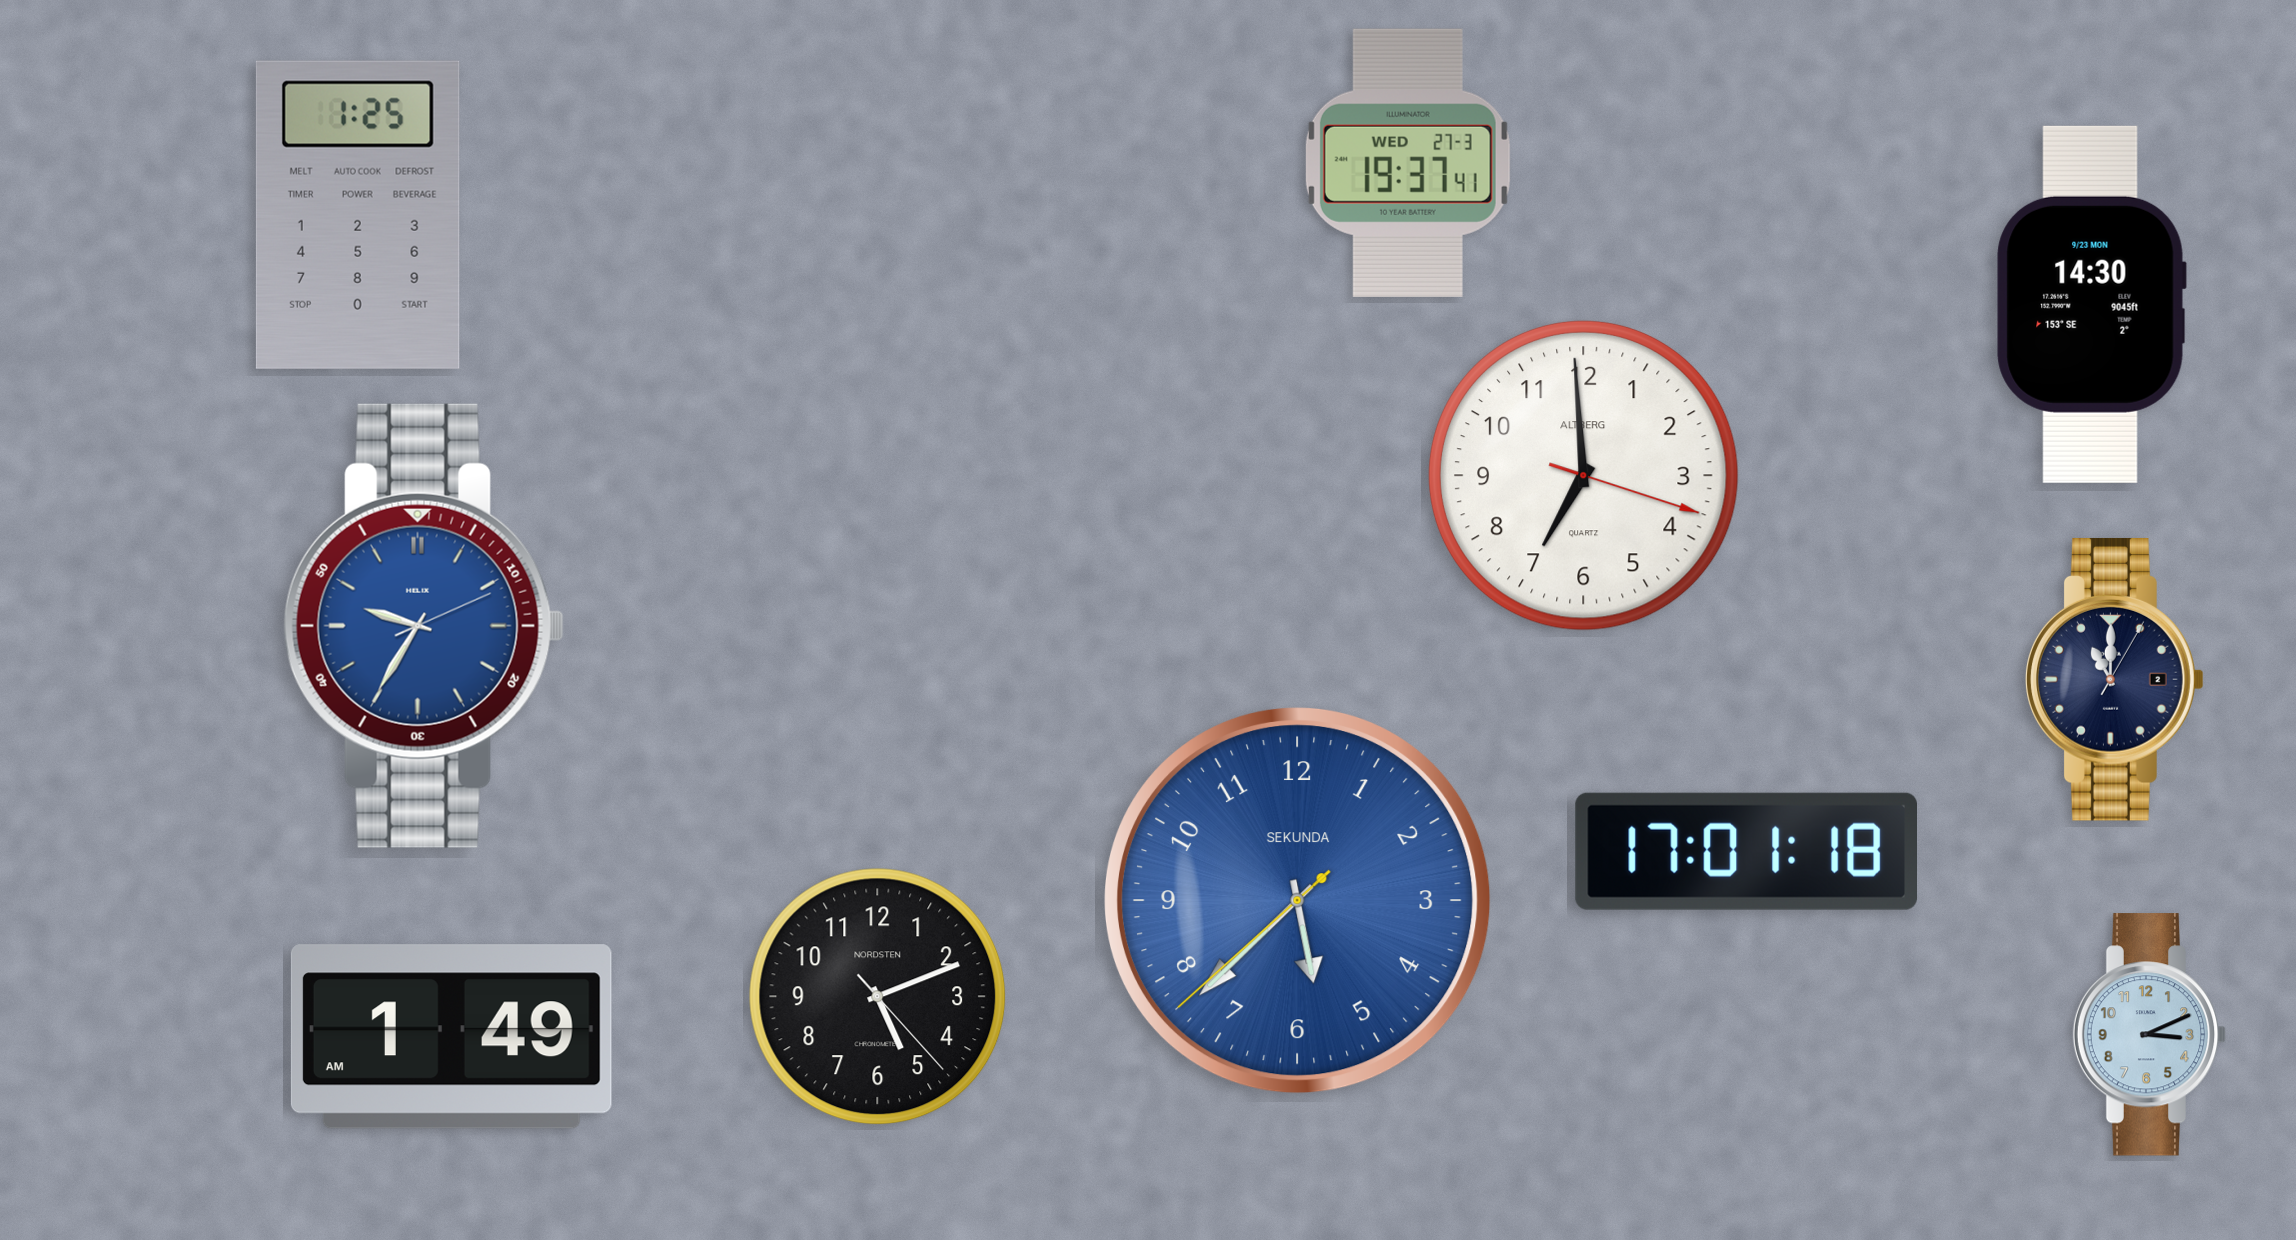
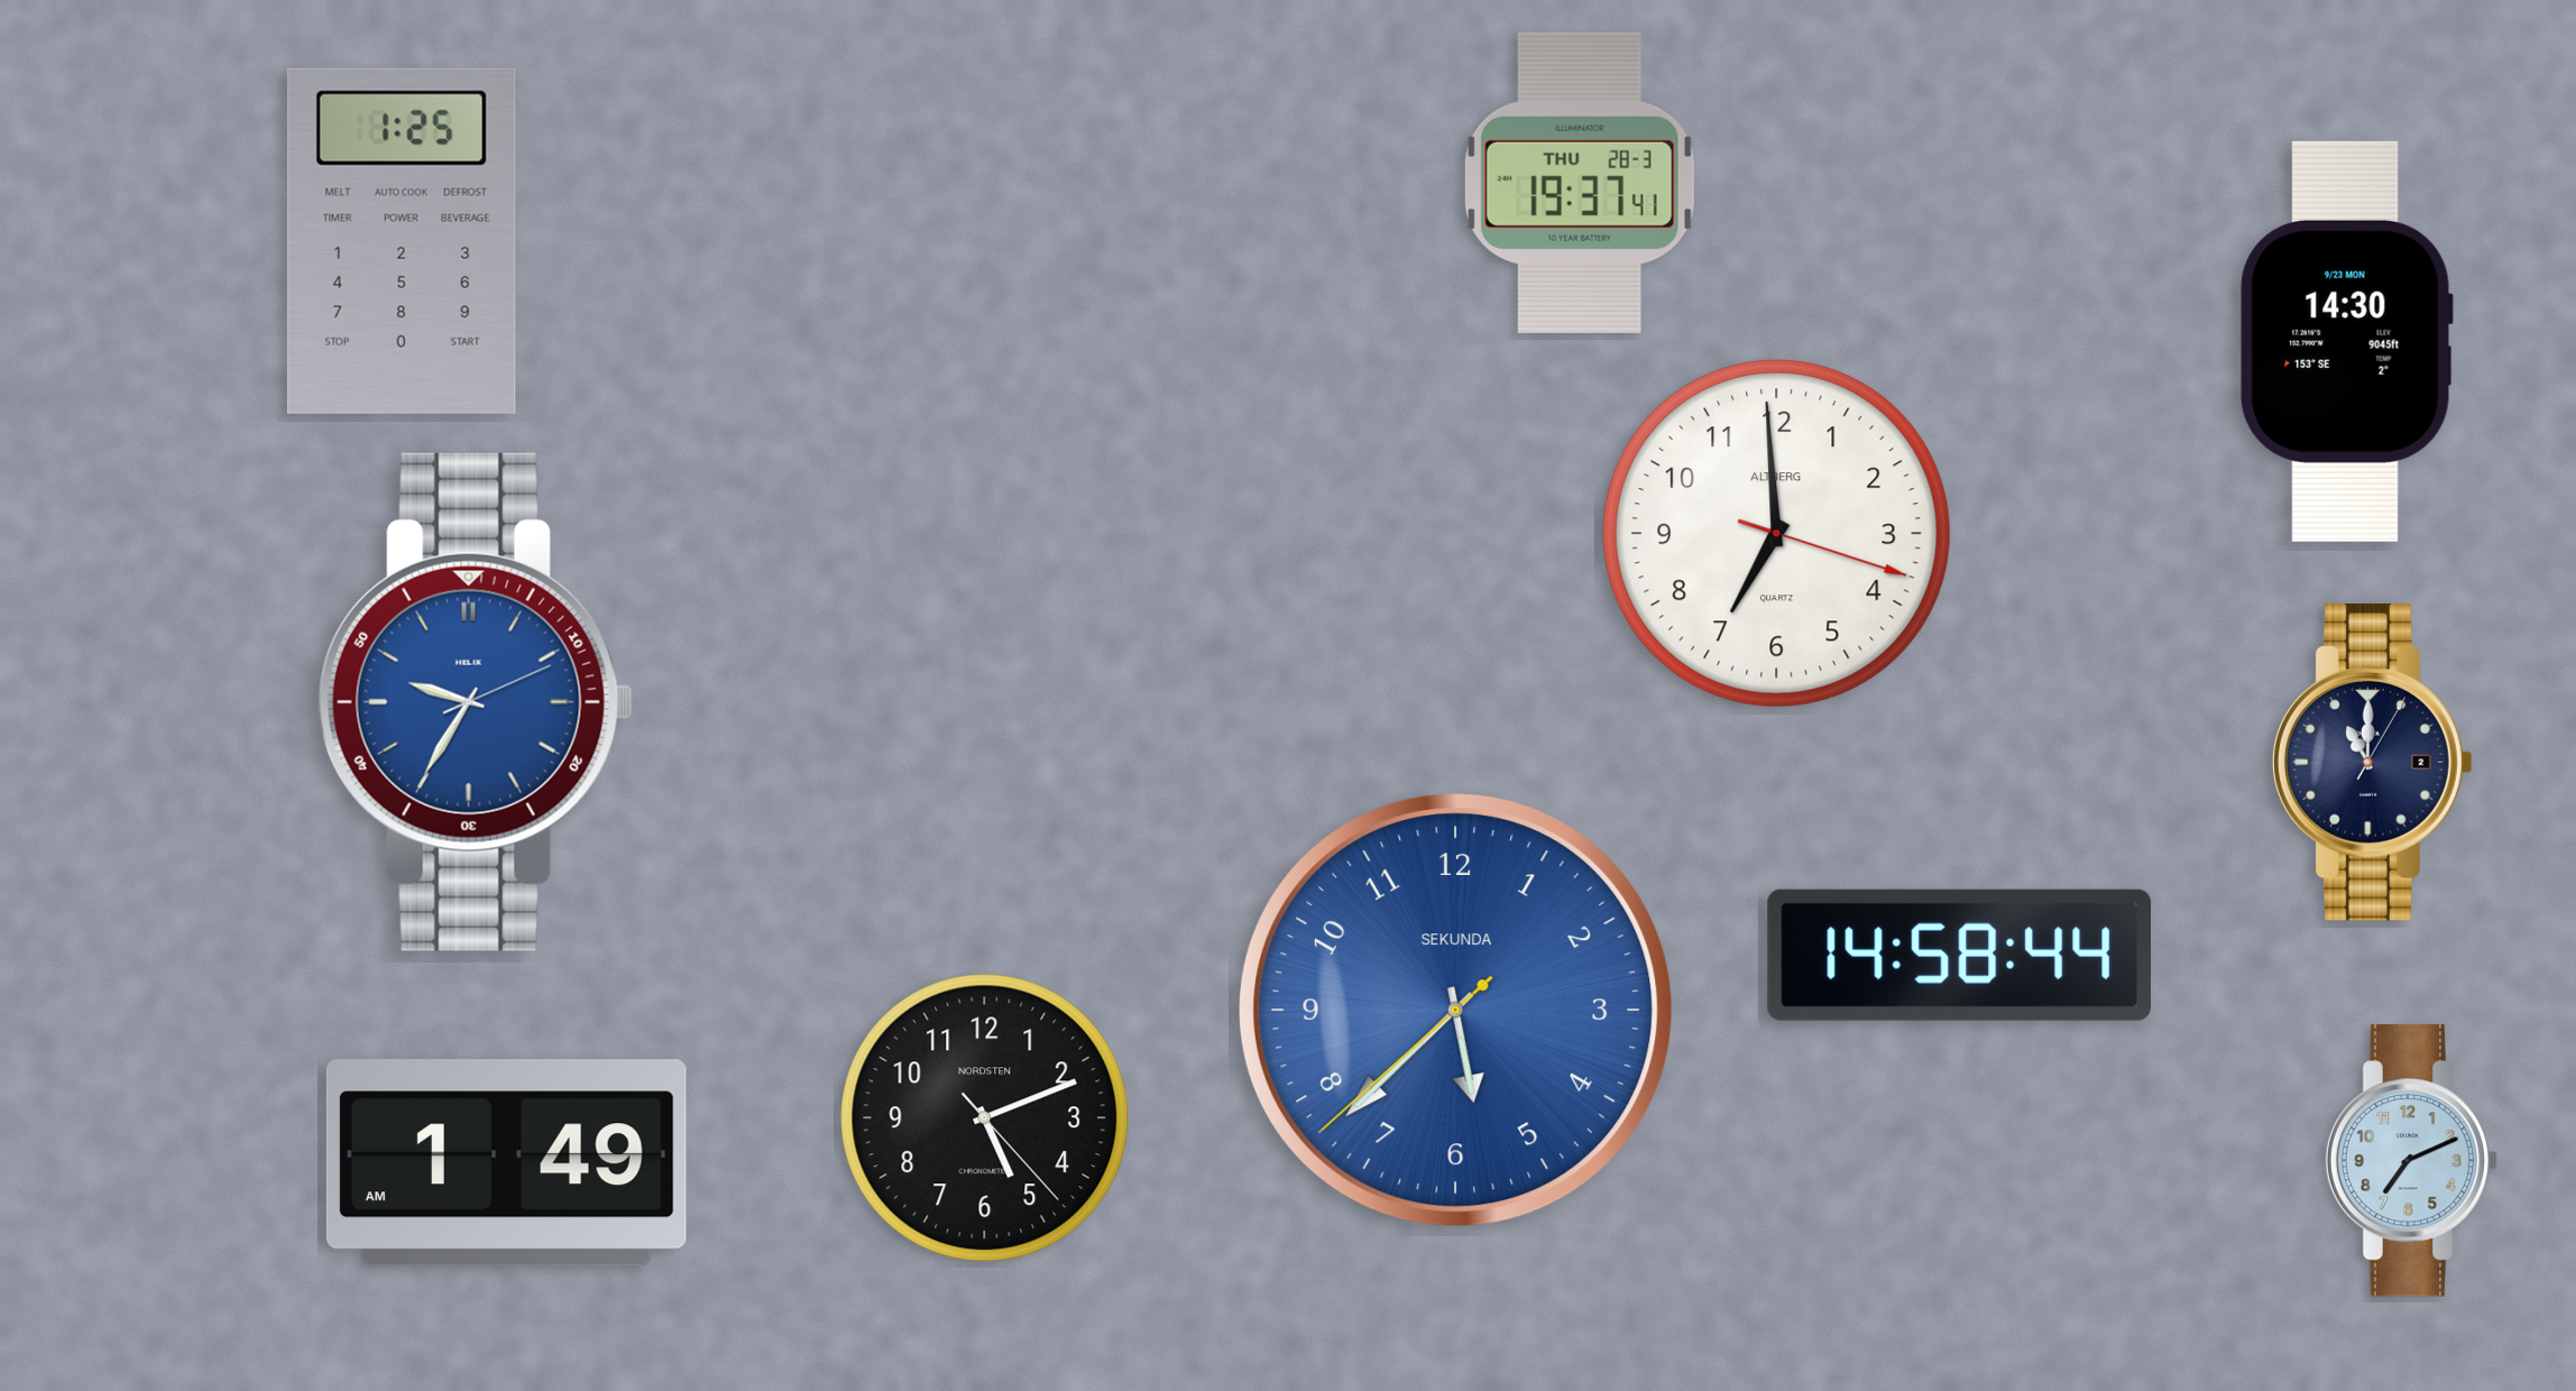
clock at (1408, 163) date: WED 27-3 -> THU 28-3
clock at (1746, 851): 17:01 -> 14:58
clock at (2150, 1035): 3:11 -> 7:11
